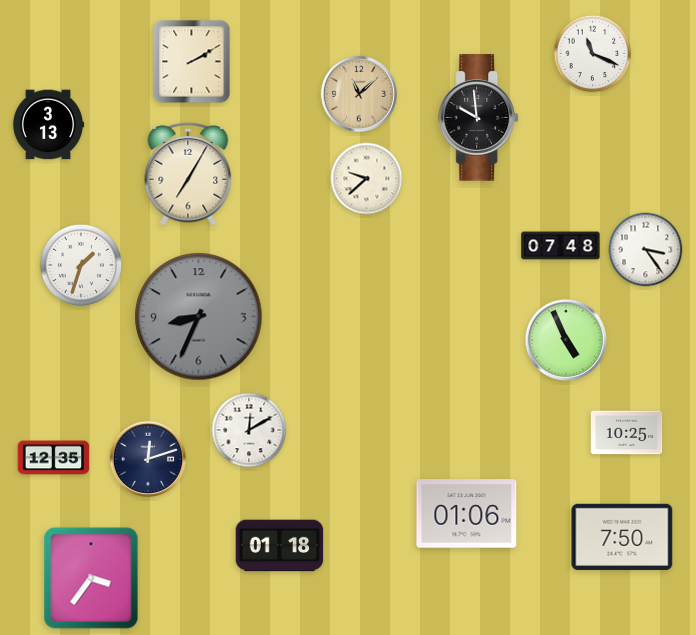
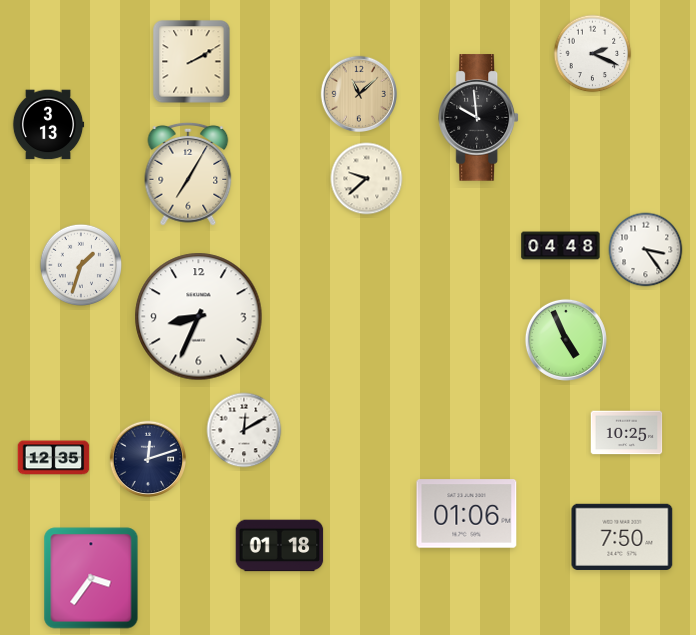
clock at (593, 54): 11:19 -> 2:19
clock at (561, 246): 07:48 -> 04:48
clock at (199, 317) dial: grey -> white
clock at (249, 430) position: (249, 430) -> (244, 430)
